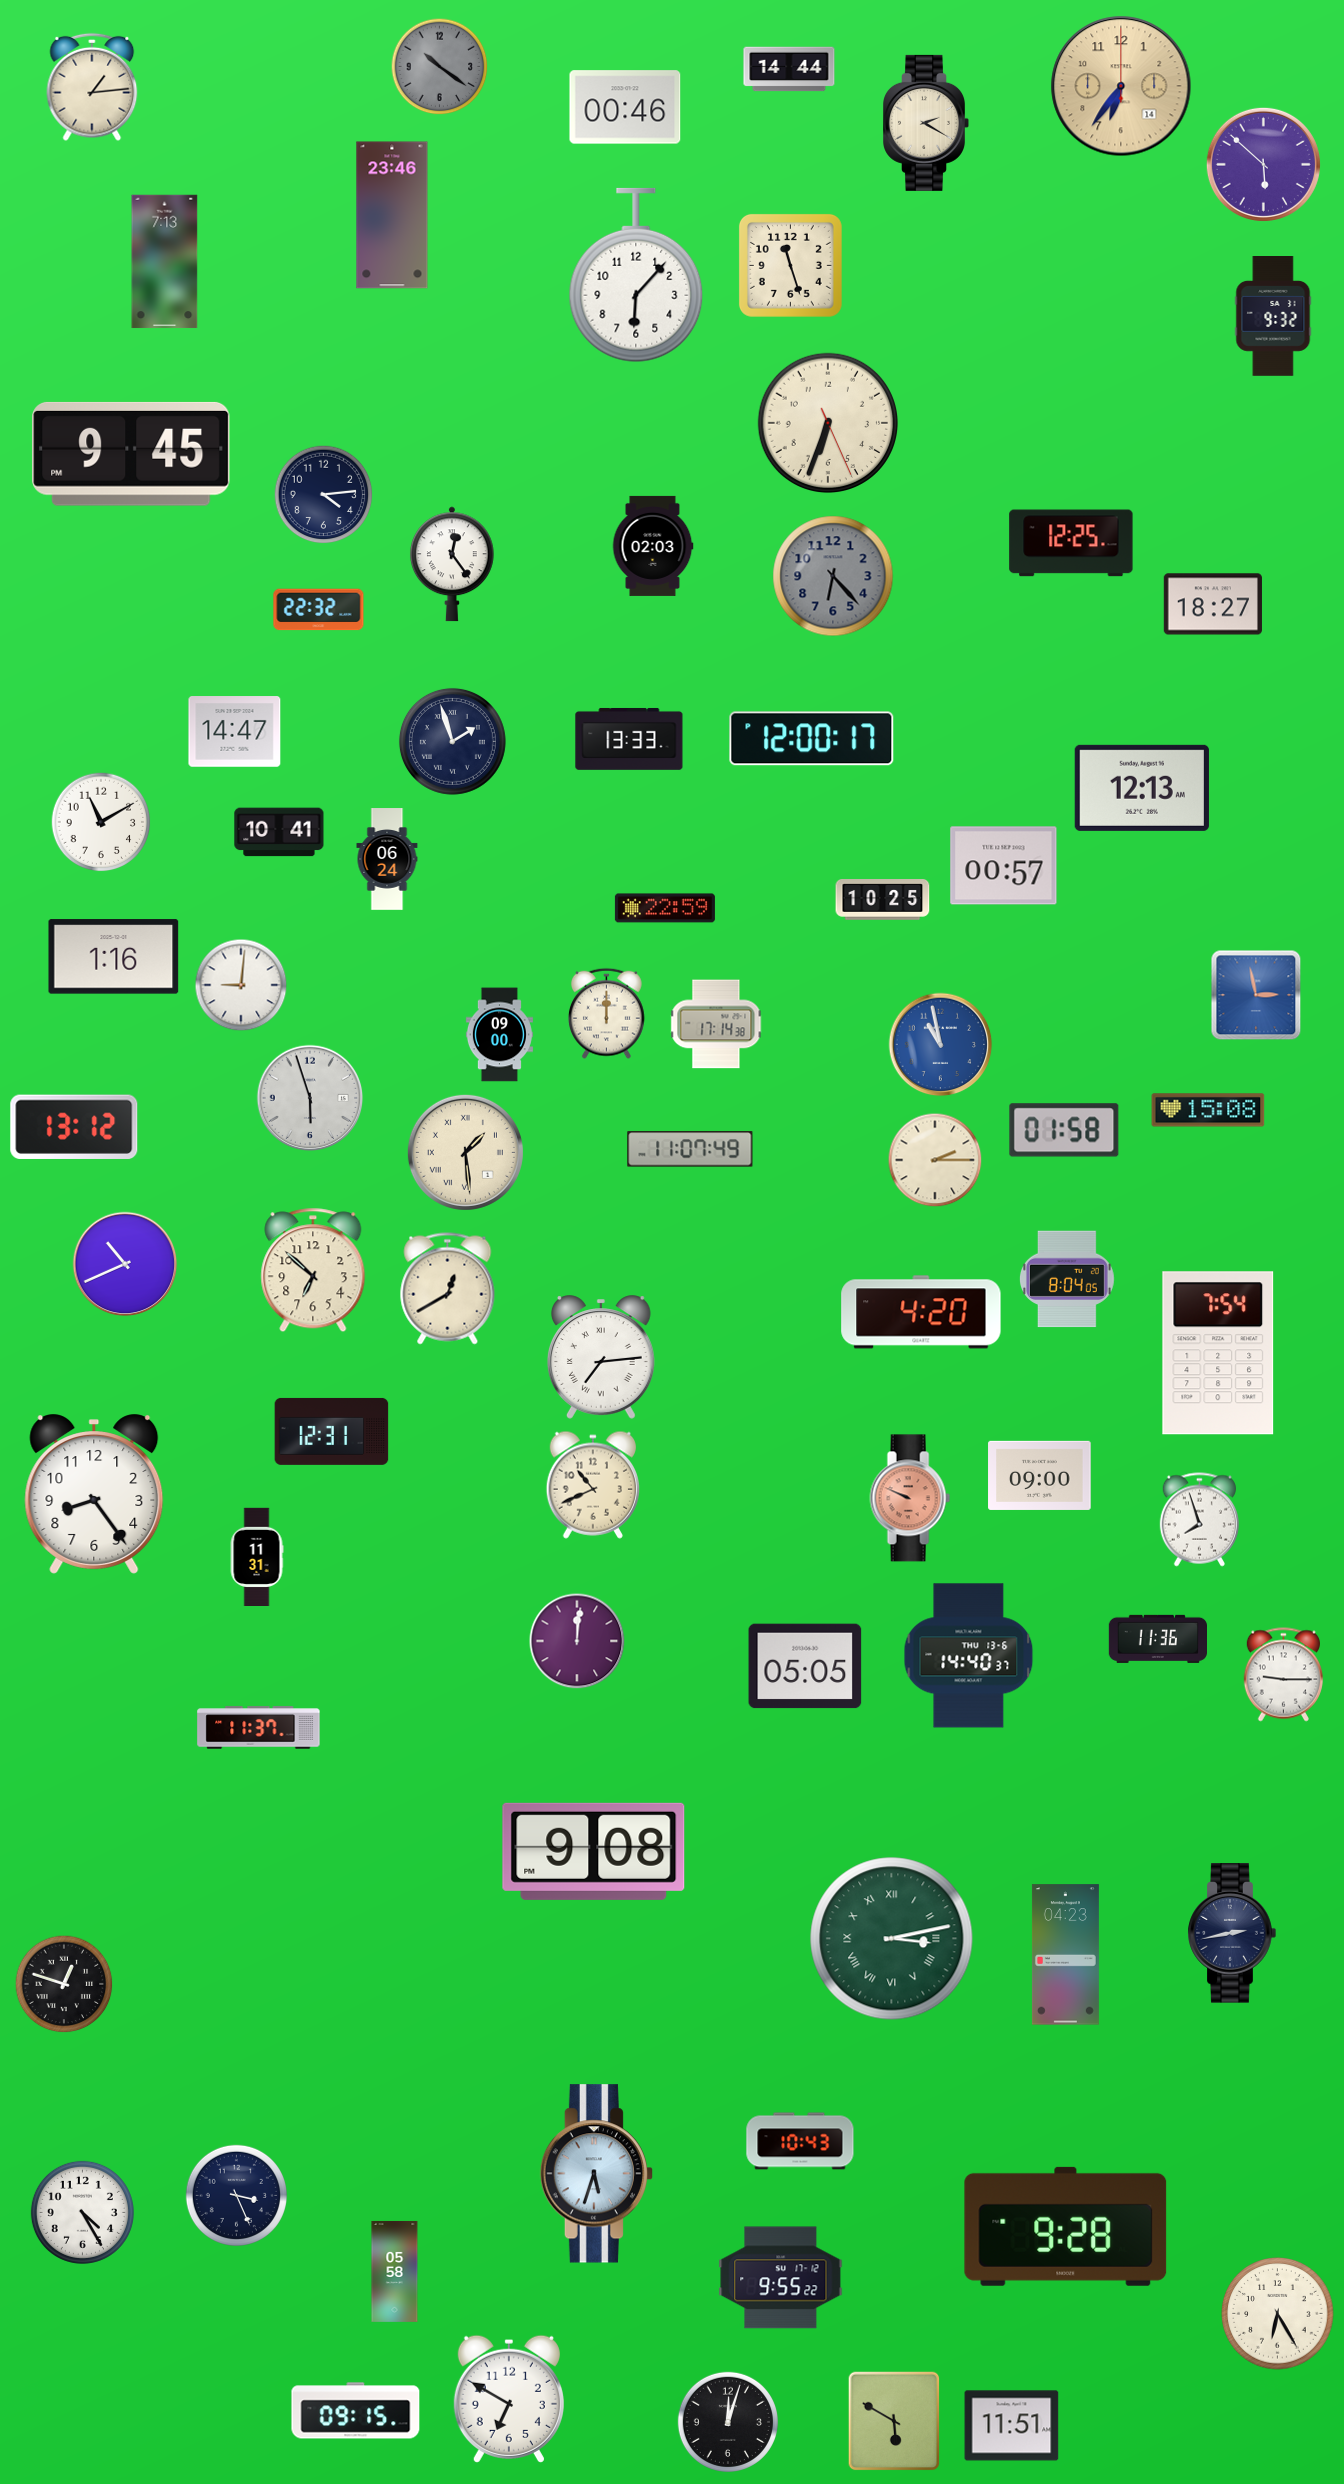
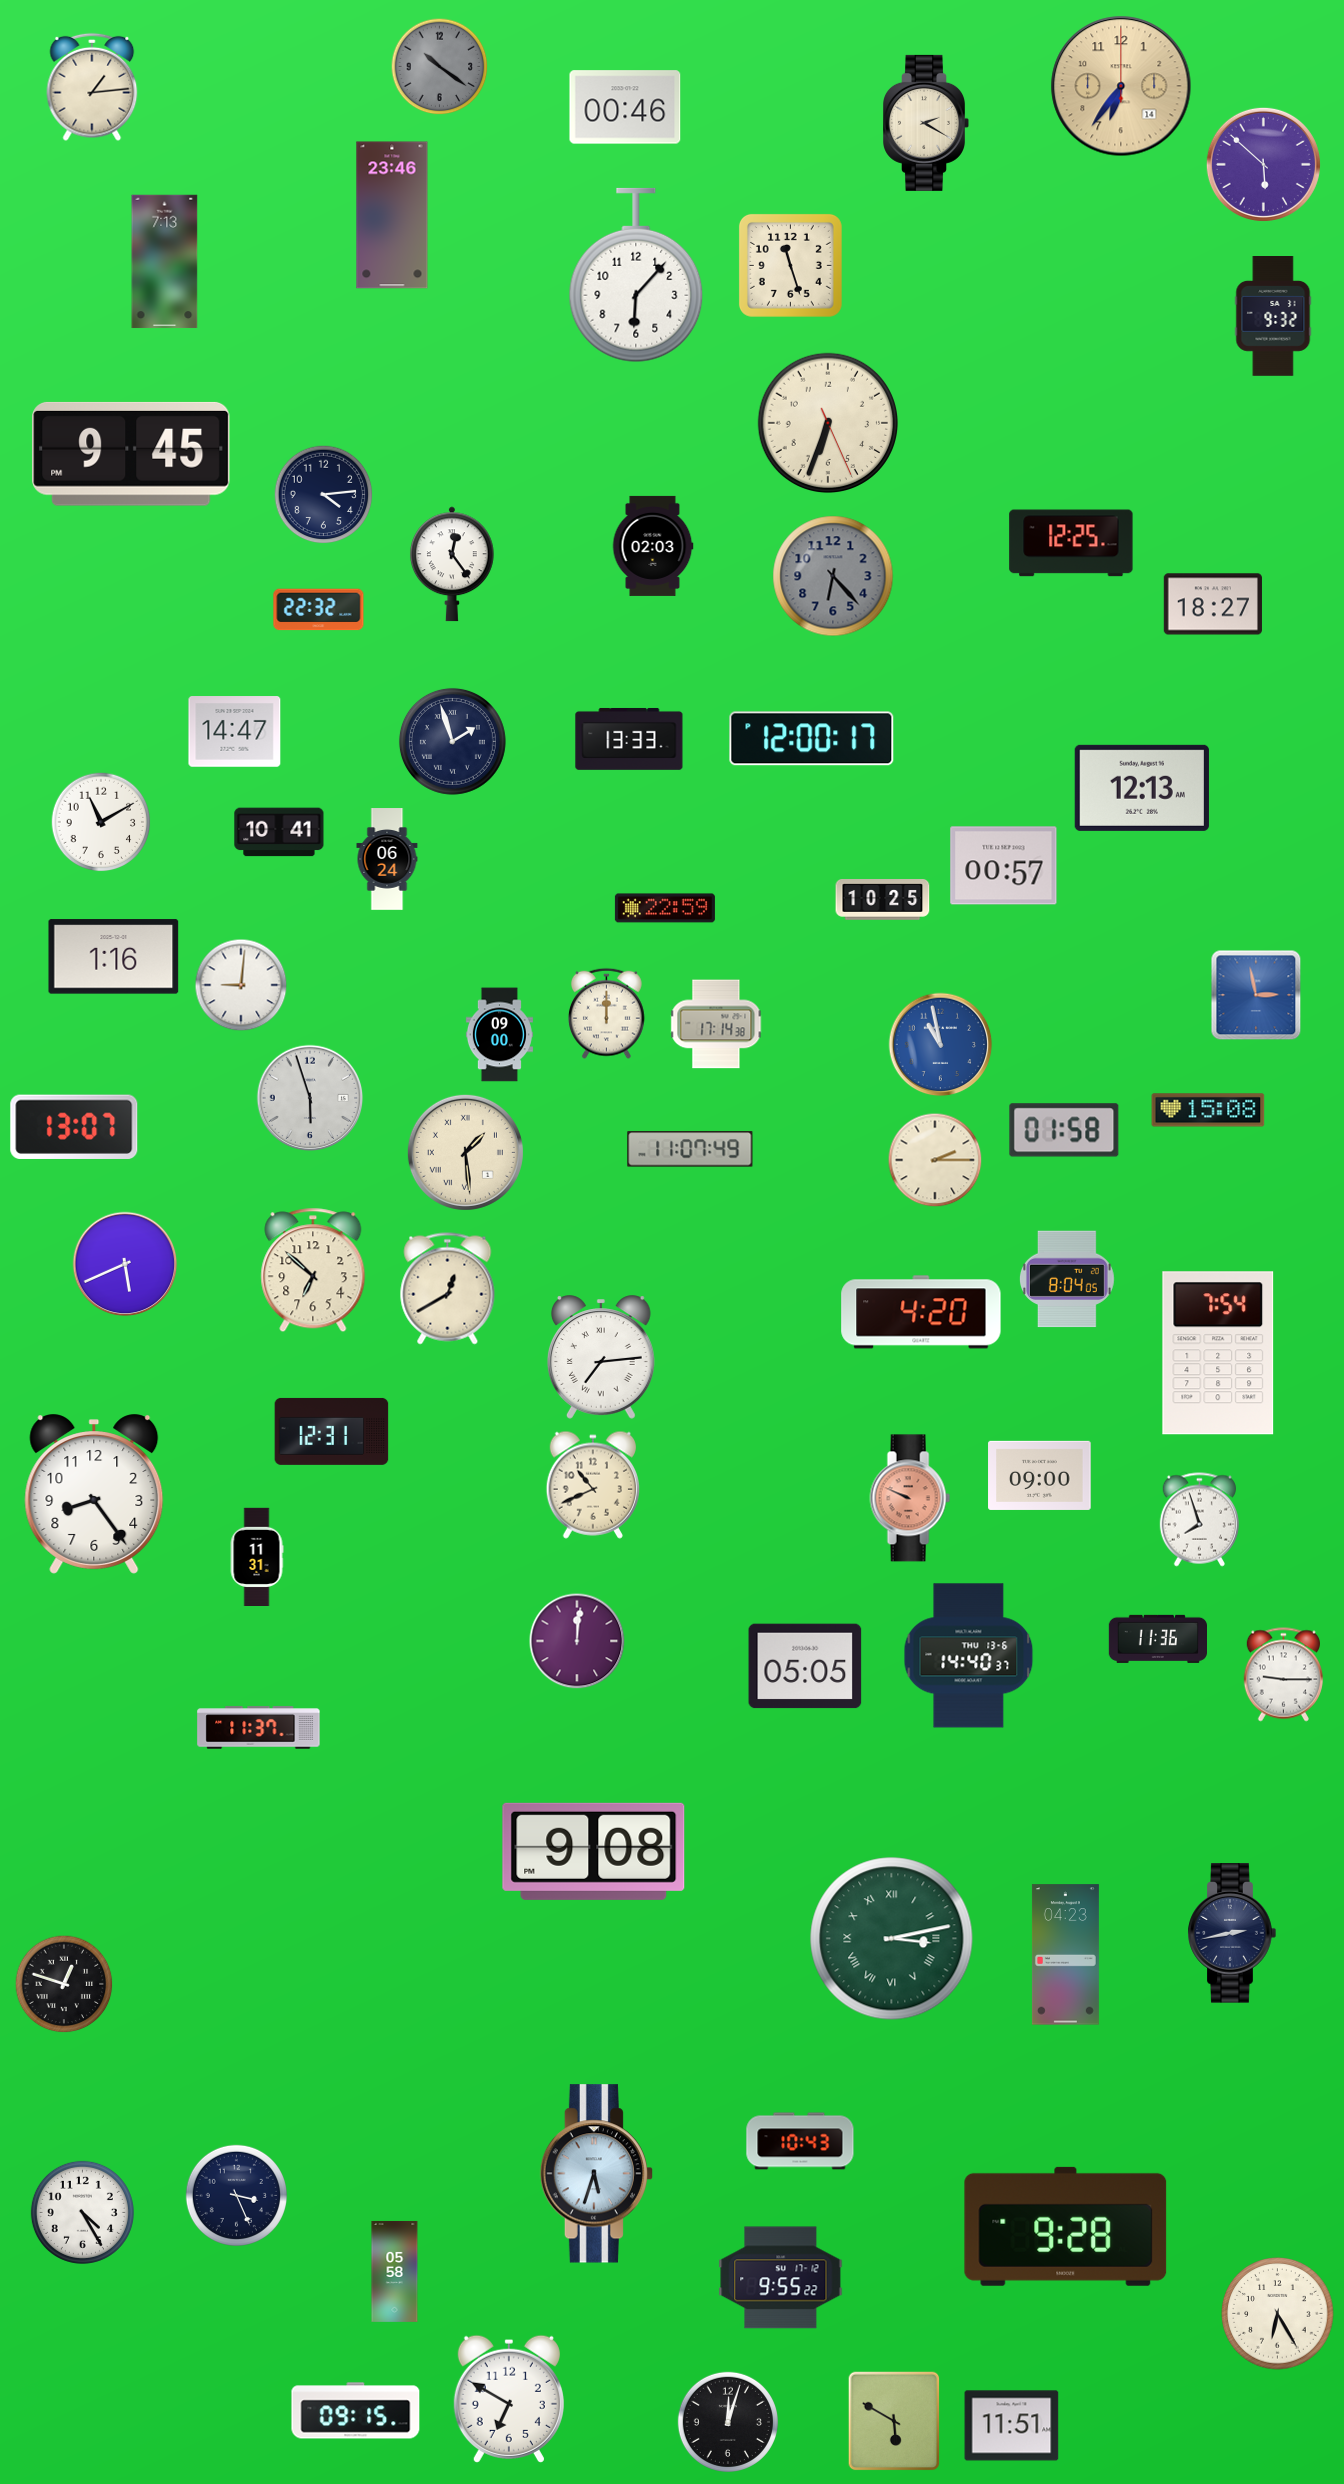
clock at (789, 69): 14:44 -> none
clock at (74, 1127): 13:12 -> 13:07
clock at (125, 1264): 10:41 -> 5:41
